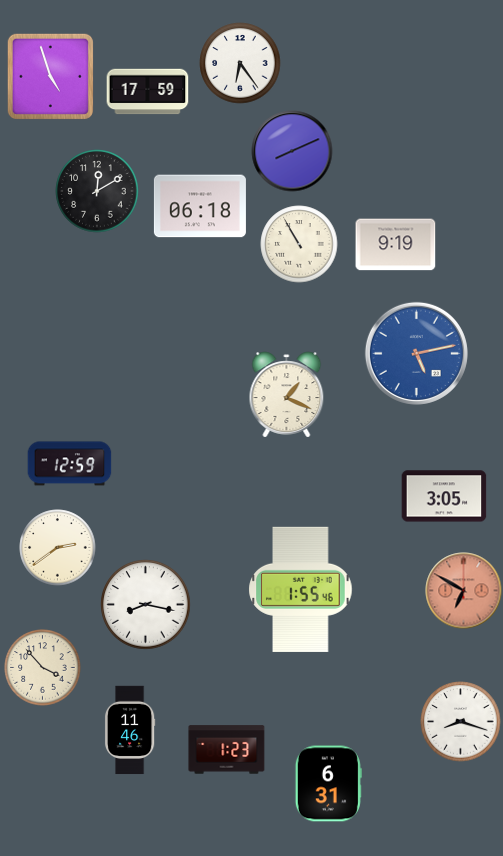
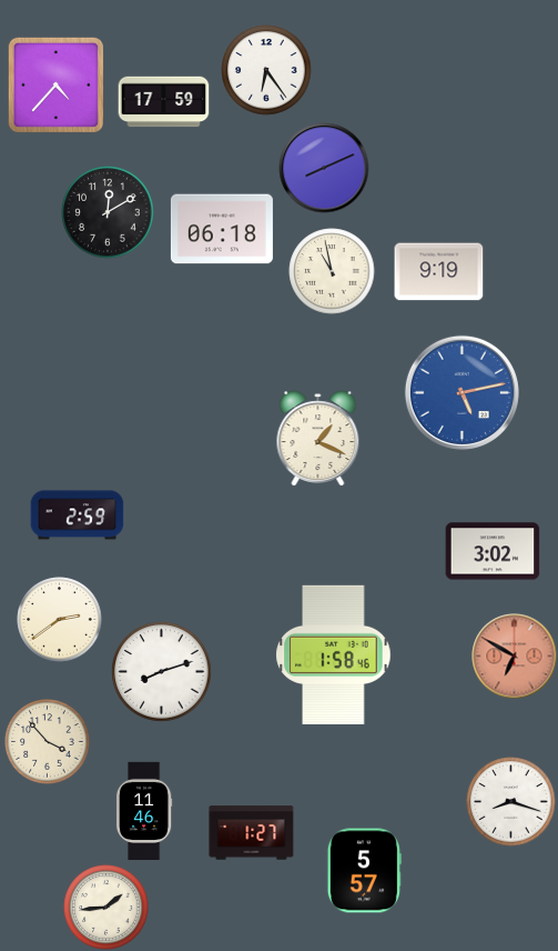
clock at (50, 76): 4:57 -> 4:37
clock at (299, 244): 10:55 -> 10:58
clock at (70, 464): 12:59 -> 2:59
clock at (444, 496): 3:05 -> 3:02
clock at (58, 548) position: (58, 548) -> (60, 620)
clock at (301, 589): 1:55 -> 1:58
clock at (146, 605): 8:17 -> 8:12
clock at (227, 750): 1:23 -> 1:27
clock at (328, 784): 6:31 -> 5:57
clock at (106, 908): none -> 1:44
